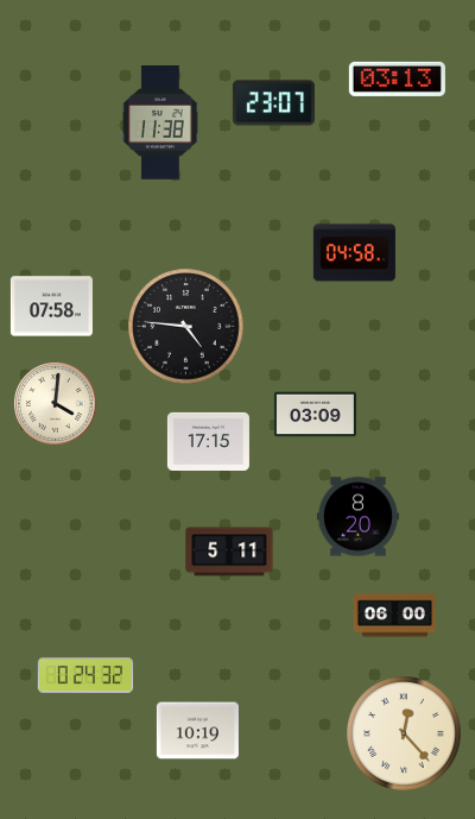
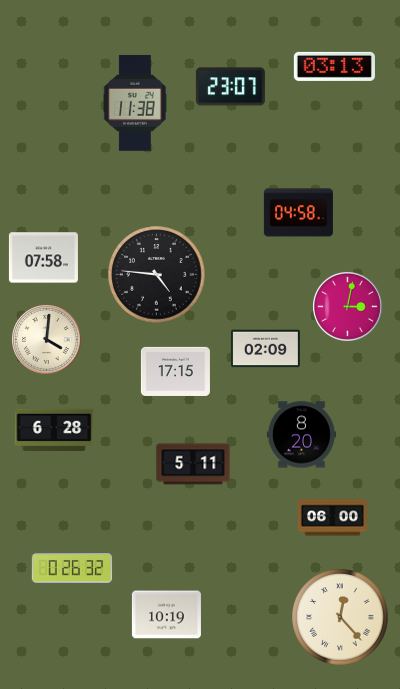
clock at (348, 307): none -> 3:02
clock at (315, 415): 03:09 -> 02:09
clock at (54, 429): none -> 6:28
clock at (85, 675): 0:24 -> 0:26
